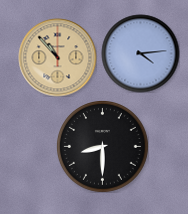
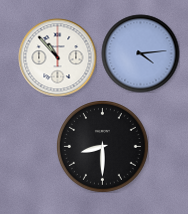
clock at (57, 57) dial: champagne -> white
